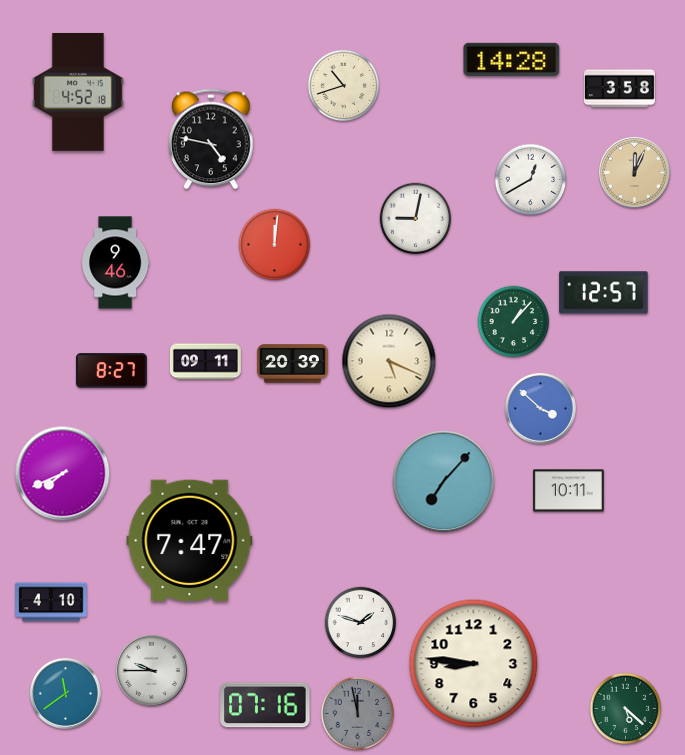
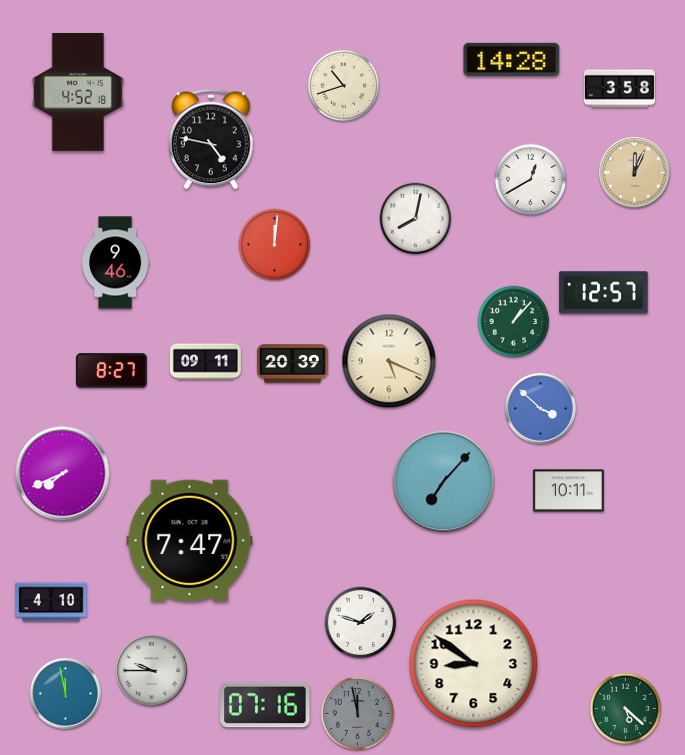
clock at (416, 219): 9:02 -> 8:02
clock at (474, 664): 8:46 -> 8:51
clock at (65, 693): 11:39 -> 11:58
